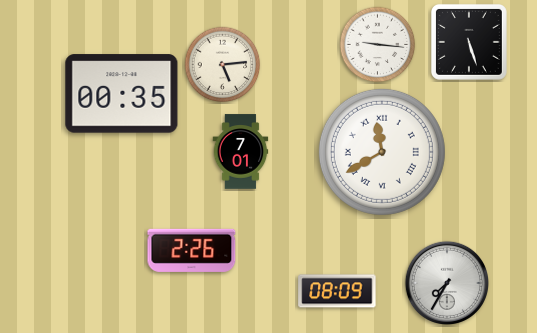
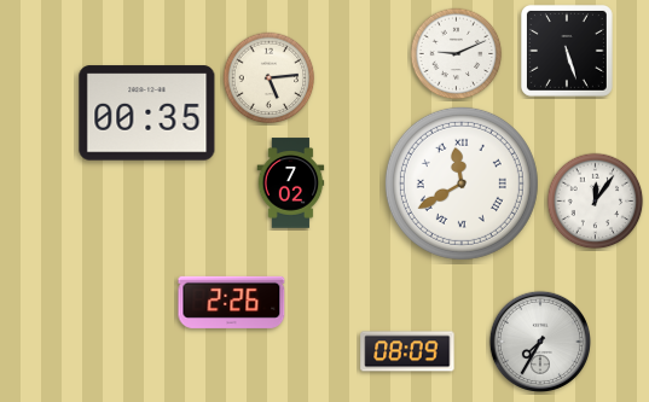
clock at (378, 45): 9:16 -> 9:11
clock at (241, 152): 7:01 -> 7:02
clock at (596, 202): none -> 12:06
